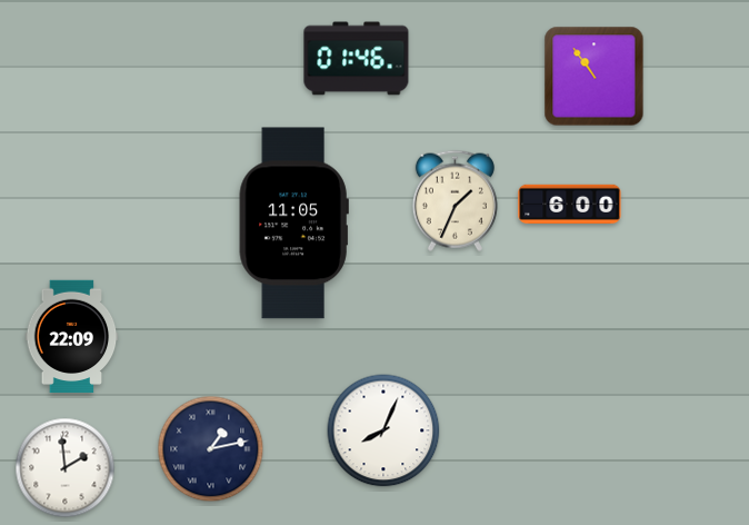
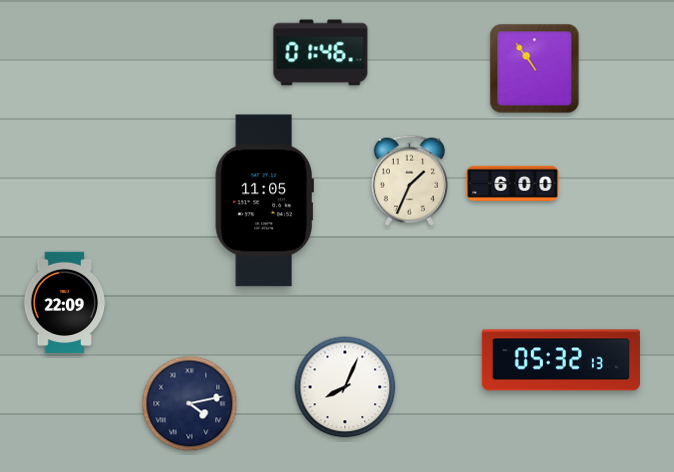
clock at (561, 360): none -> 05:32
clock at (211, 449): 1:13 -> 4:13
clock at (66, 468): 1:59 -> none
